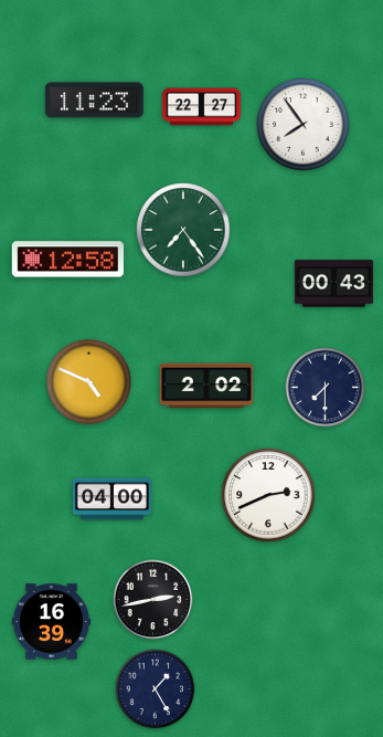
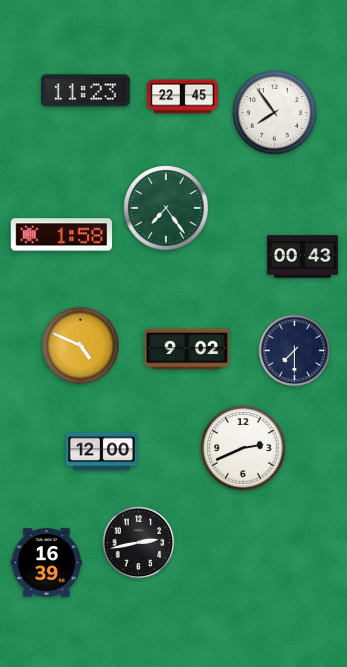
clock at (201, 107): 22:27 -> 22:45
clock at (68, 260): 12:58 -> 1:58
clock at (206, 386): 2:02 -> 9:02
clock at (111, 499): 04:00 -> 12:00
clock at (156, 689): 1:25 -> none
